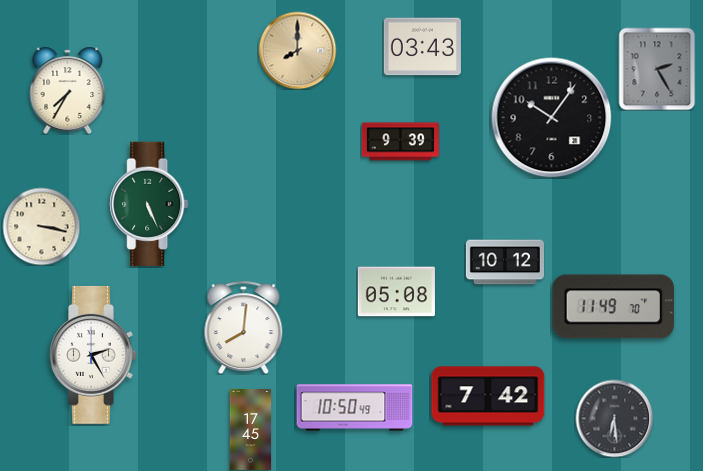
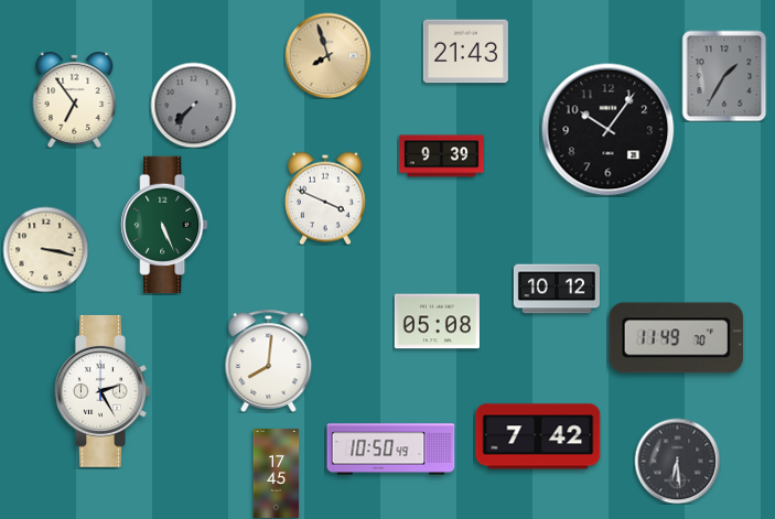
clock at (422, 47): 03:43 -> 21:43
clock at (297, 50): 8:00 -> 7:57
clock at (657, 69): 2:25 -> 1:35
clock at (68, 90): 7:35 -> 6:54
clock at (193, 105): none -> 7:37
clock at (325, 198): none -> 3:49
